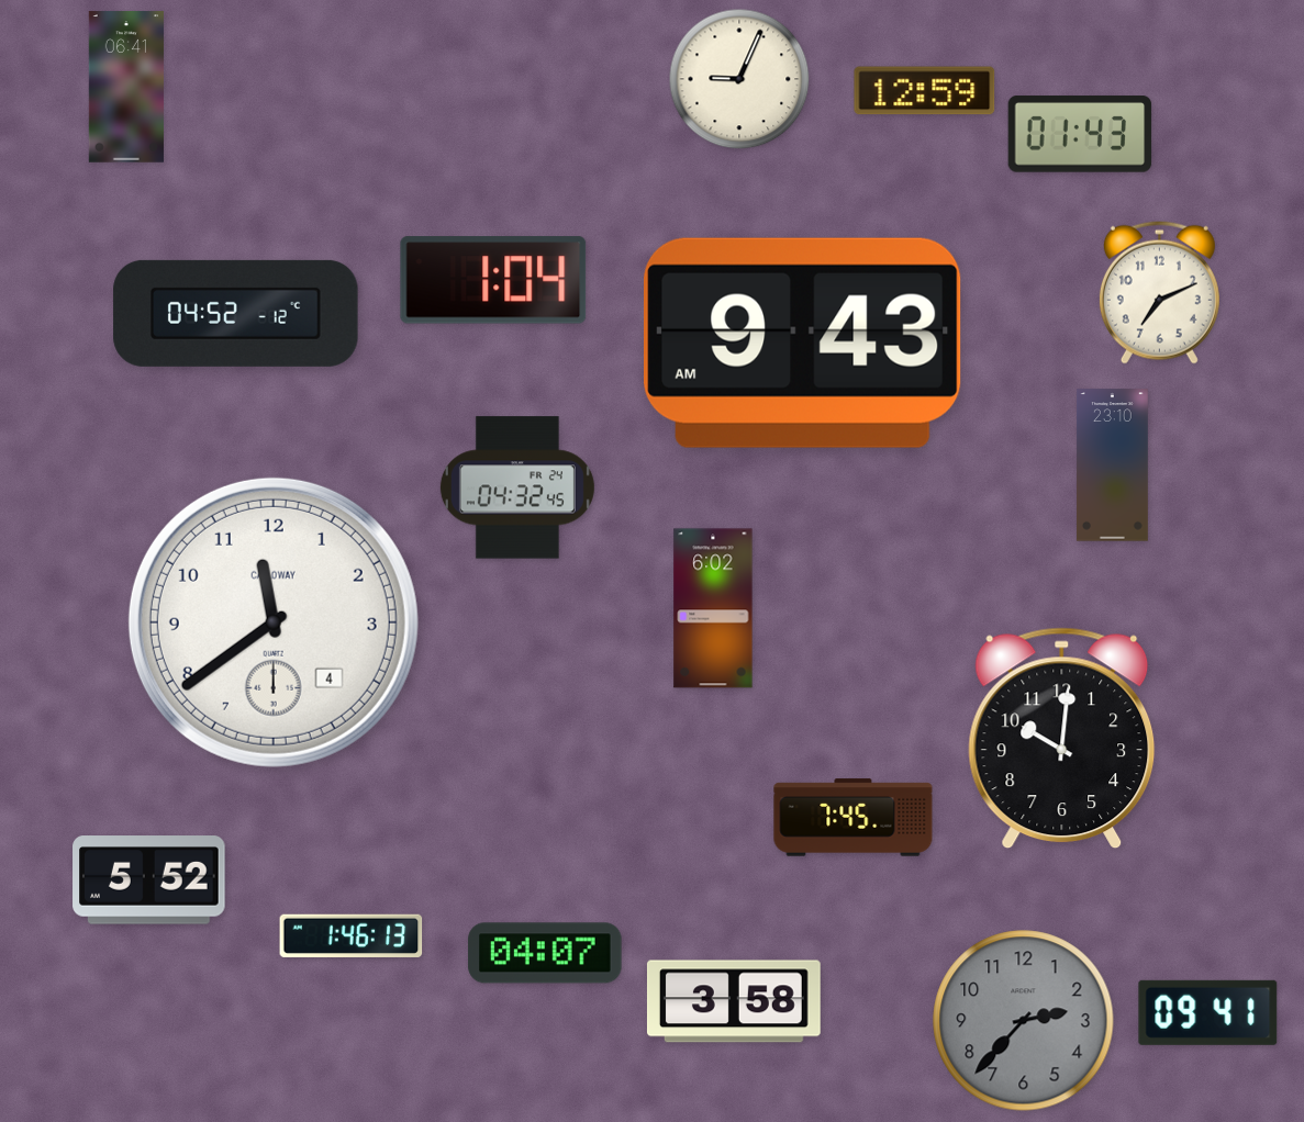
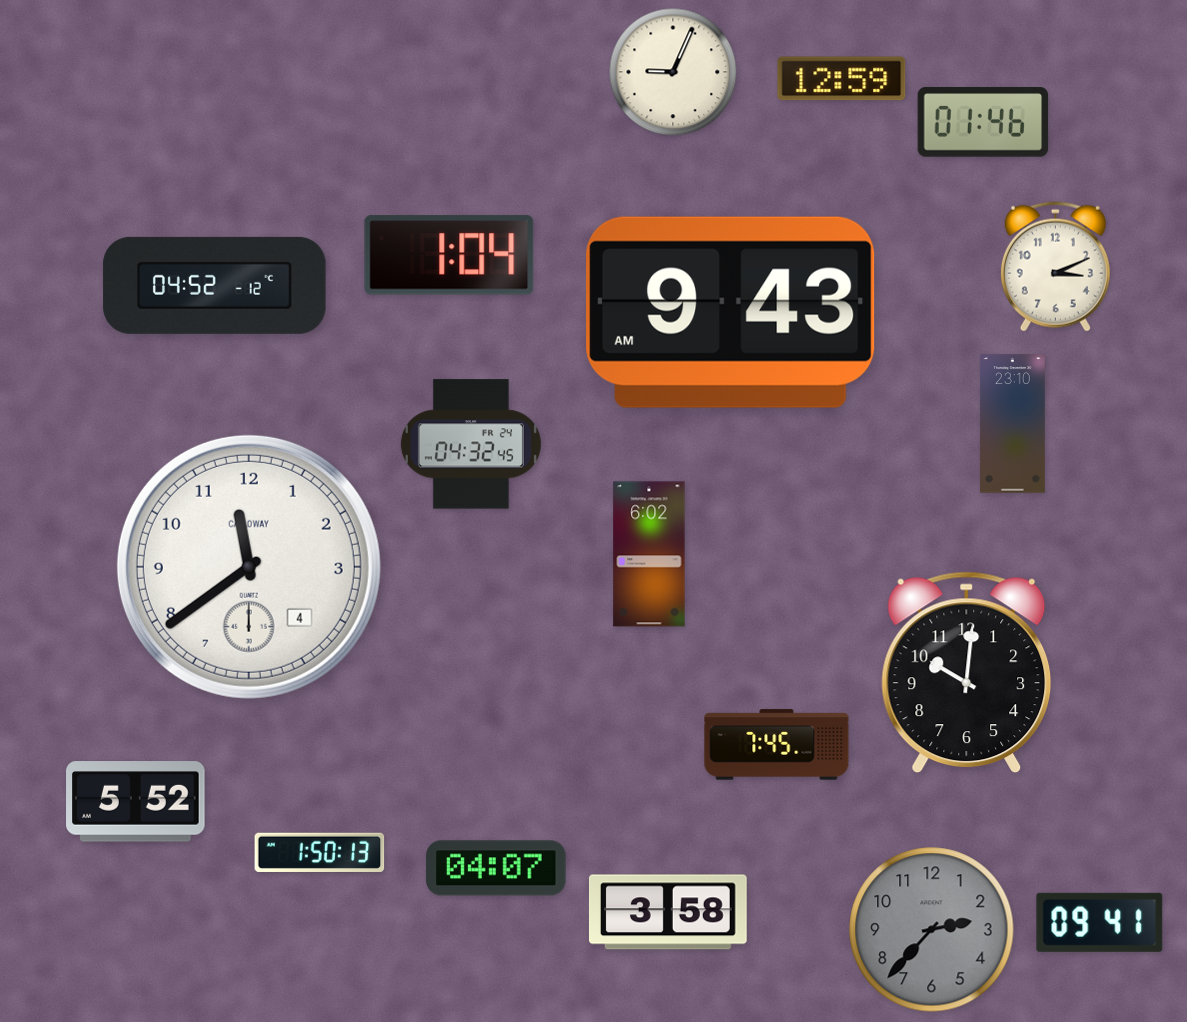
clock at (126, 87): 06:41 -> none
clock at (925, 91) position: (925, 91) -> (842, 79)
clock at (1080, 134): 01:43 -> 01:46
clock at (1159, 292): 7:11 -> 3:11
clock at (352, 935): 1:46 -> 1:50
